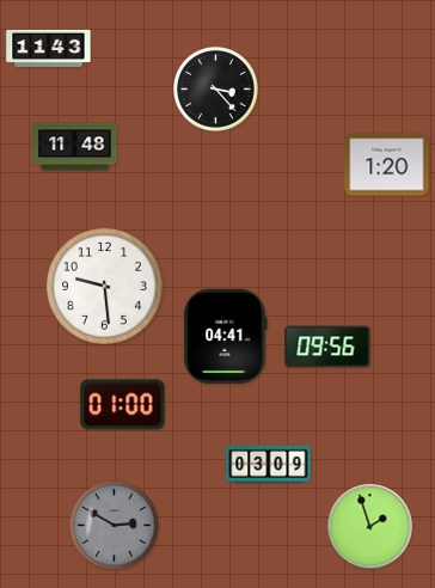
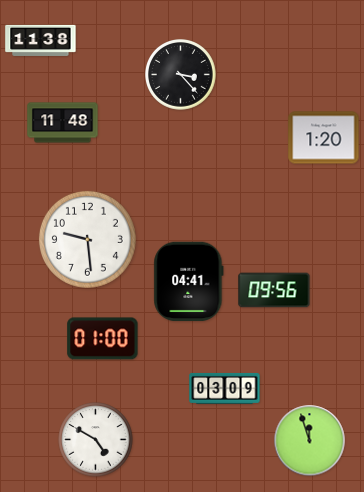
clock at (49, 48): 11:43 -> 11:38
clock at (115, 526): 2:50 -> 4:50
clock at (115, 526) dial: grey -> white
clock at (370, 527): 1:57 -> 11:57
